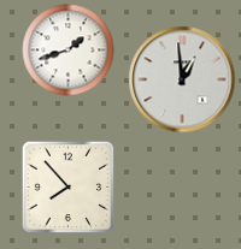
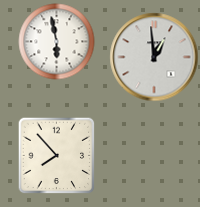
clock at (69, 51): 1:42 -> 5:58
clock at (182, 79) position: (182, 79) -> (154, 57)
